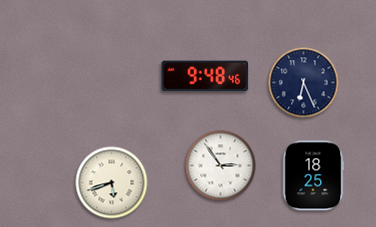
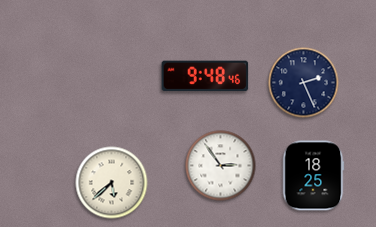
clock at (304, 83): 6:26 -> 2:26
clock at (112, 183): 5:42 -> 5:38
